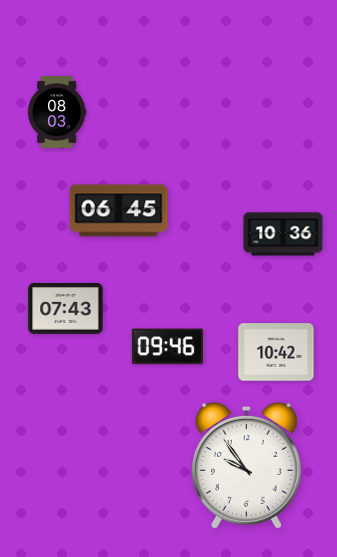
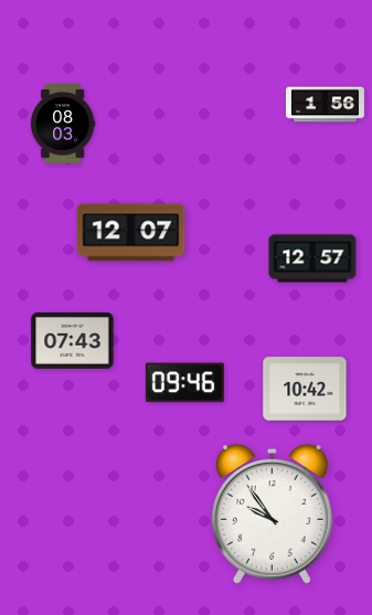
clock at (325, 105): none -> 1:56
clock at (119, 211): 06:45 -> 12:07
clock at (283, 234): 10:36 -> 12:57
